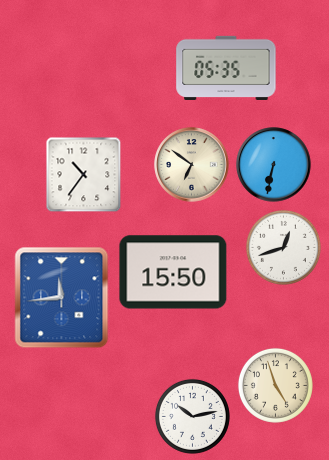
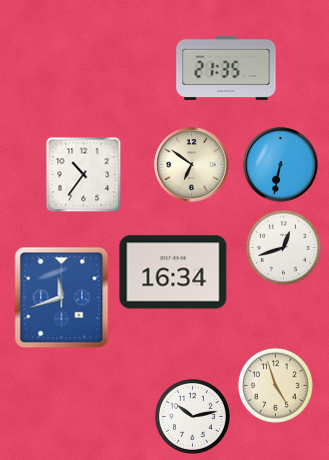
clock at (226, 68): 05:35 -> 21:35
clock at (274, 165) position: (274, 165) -> (281, 165)
clock at (173, 272): 15:50 -> 16:34
clock at (62, 298): 11:44 -> 11:42
